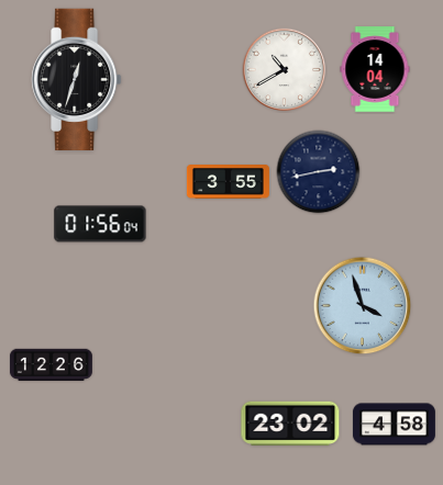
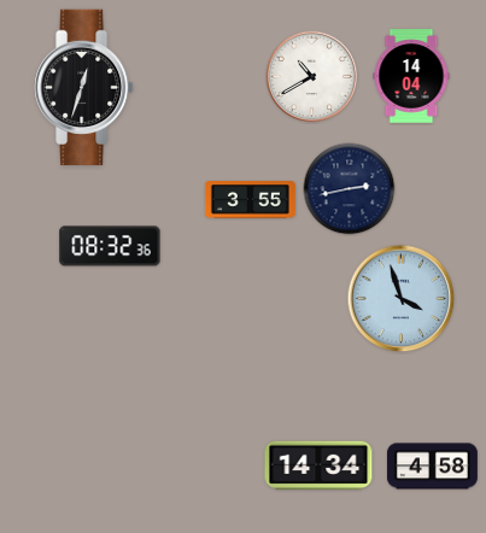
clock at (100, 224): 01:56 -> 08:32
clock at (363, 306) position: (363, 306) -> (402, 299)
clock at (51, 364): 12:26 -> none
clock at (290, 424): 23:02 -> 14:34
